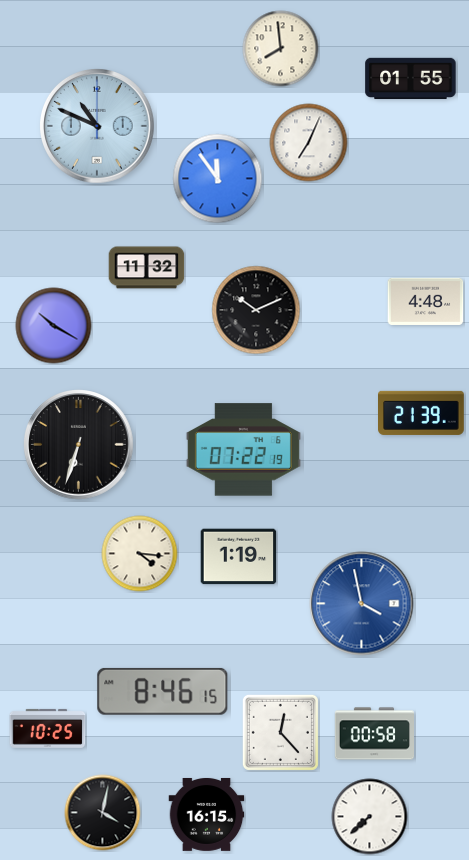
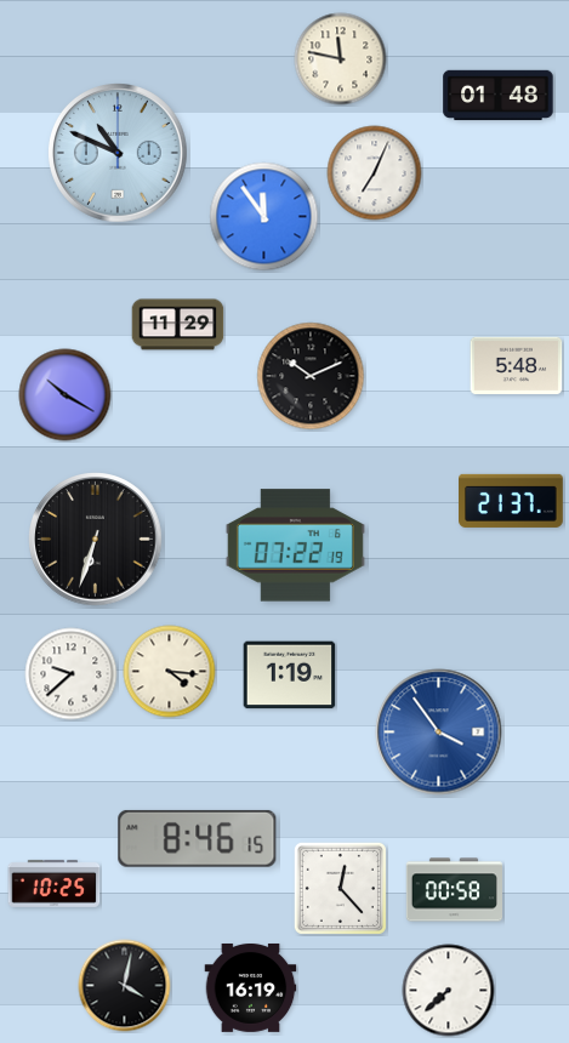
clock at (281, 49): 7:59 -> 11:47
clock at (411, 79): 01:55 -> 01:48
clock at (147, 268): 11:32 -> 11:29
clock at (426, 301): 4:48 -> 5:48
clock at (422, 413): 21:39 -> 21:37
clock at (72, 674): none -> 9:38
clock at (362, 604): 3:58 -> 3:54
clock at (48, 728) position: (48, 728) -> (55, 883)
clock at (207, 815): 16:15 -> 16:19
